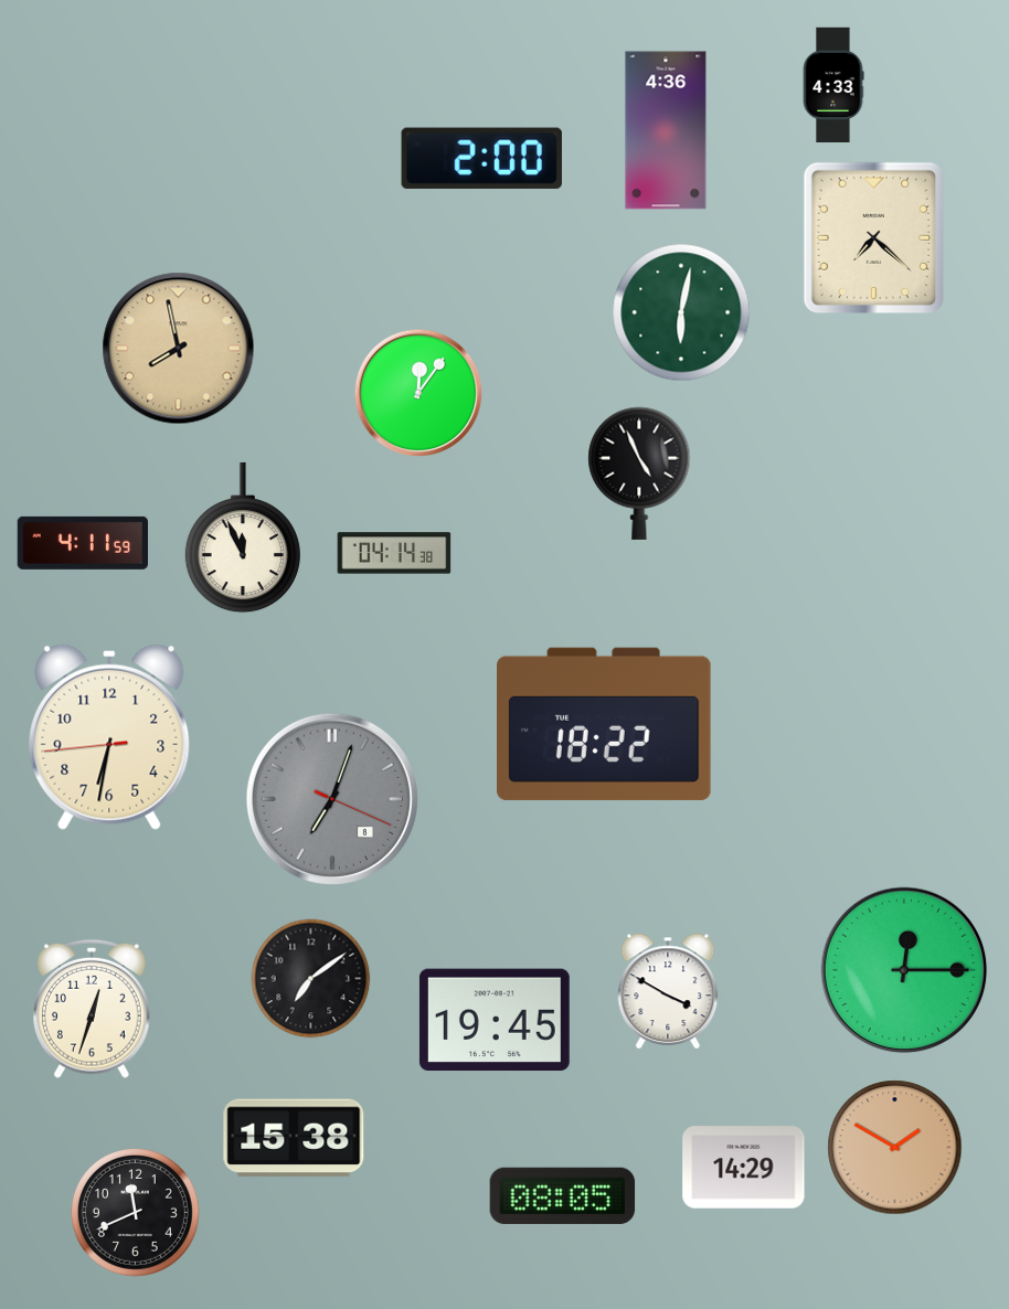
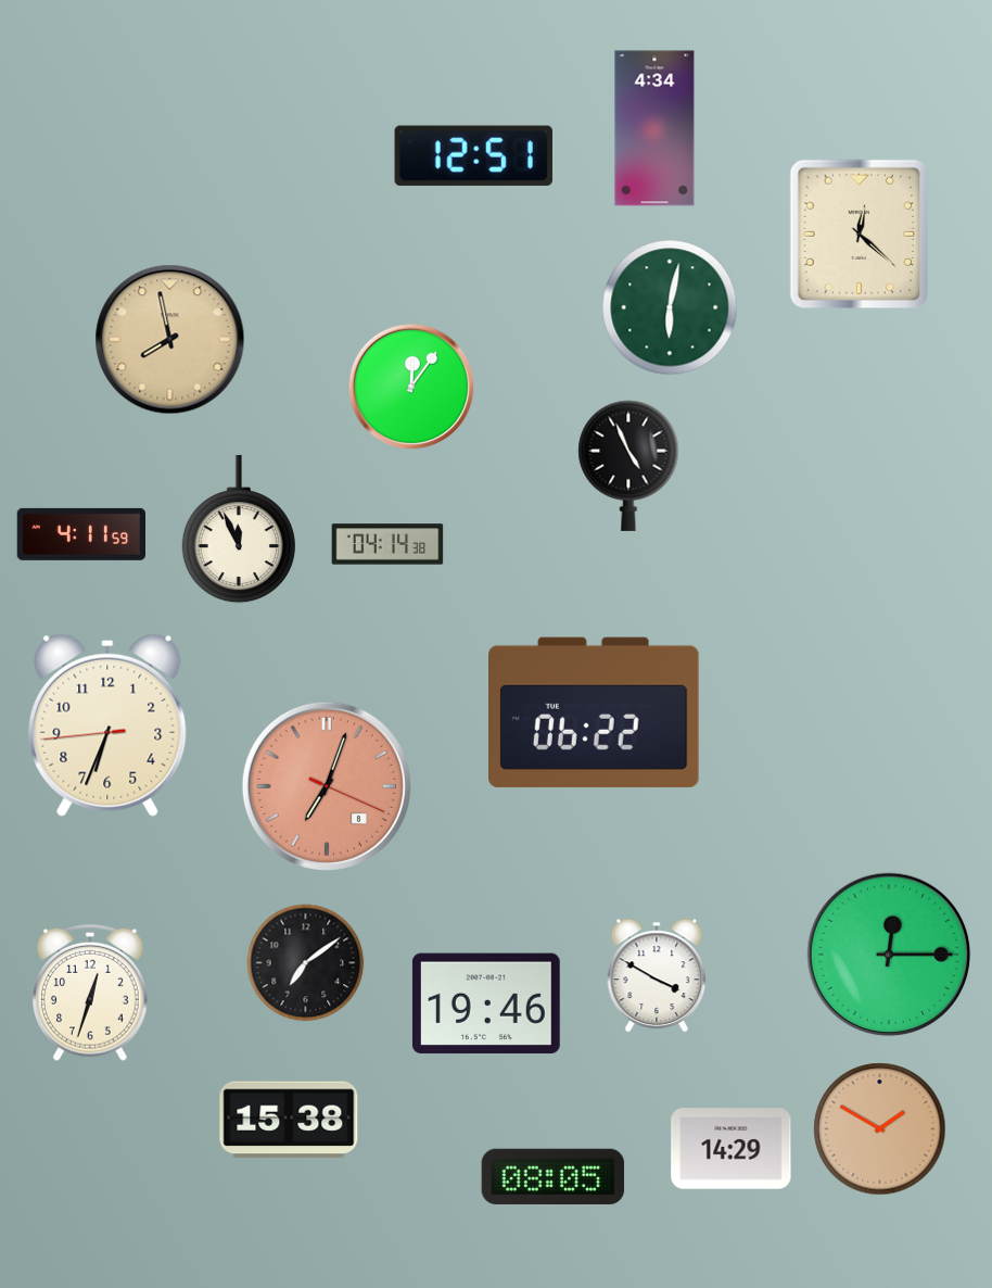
clock at (833, 85): 4:33 -> none
clock at (666, 130): 4:36 -> 4:34
clock at (481, 158): 2:00 -> 12:51
clock at (874, 238): 7:22 -> 12:22
clock at (179, 349) position: (179, 349) -> (170, 340)
clock at (605, 724): 18:22 -> 06:22
clock at (109, 737): 6:31 -> 6:33
clock at (332, 799) dial: grey -> salmon
clock at (495, 1020): 19:45 -> 19:46
clock at (135, 1212): 11:41 -> none
